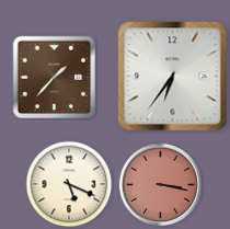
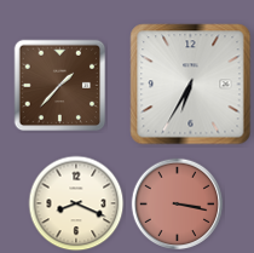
clock at (173, 77): 6:36 -> 6:35
clock at (69, 184): 5:19 -> 8:19
